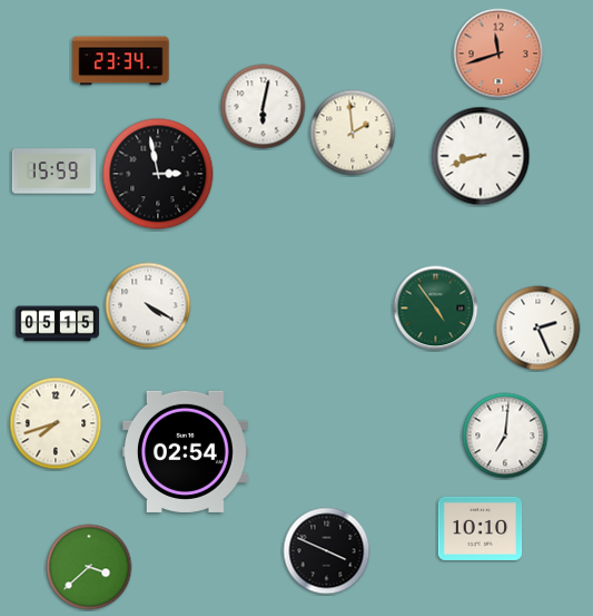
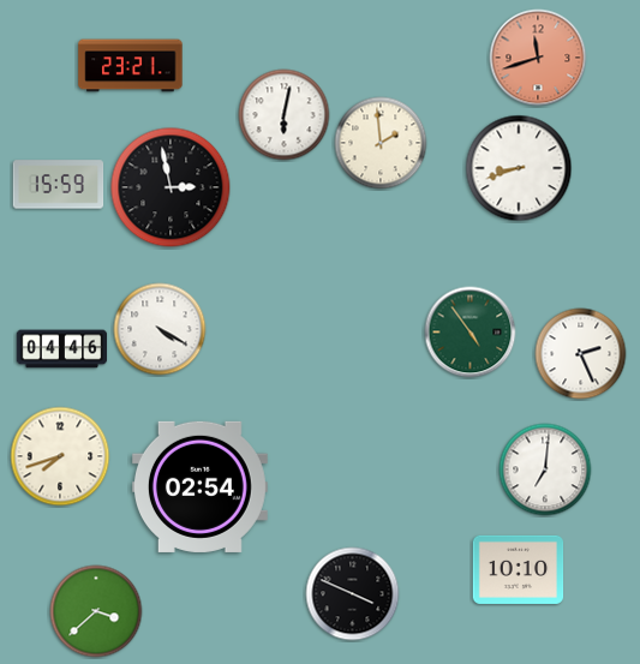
clock at (121, 61): 23:34 -> 23:21
clock at (58, 324): 05:15 -> 04:46
